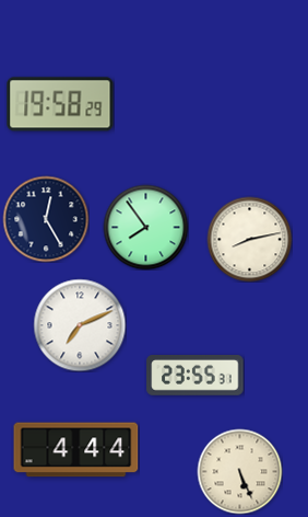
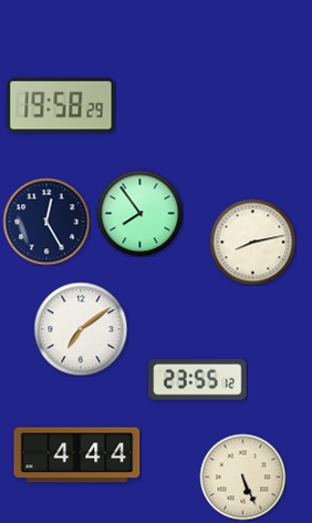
clock at (145, 227) position: (145, 227) -> (139, 213)
clock at (80, 325): 7:11 -> 7:09
clock at (196, 376): 23:55:31 -> 23:55:12
